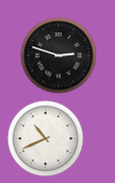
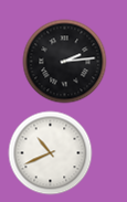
clock at (59, 56): 2:48 -> 2:14
